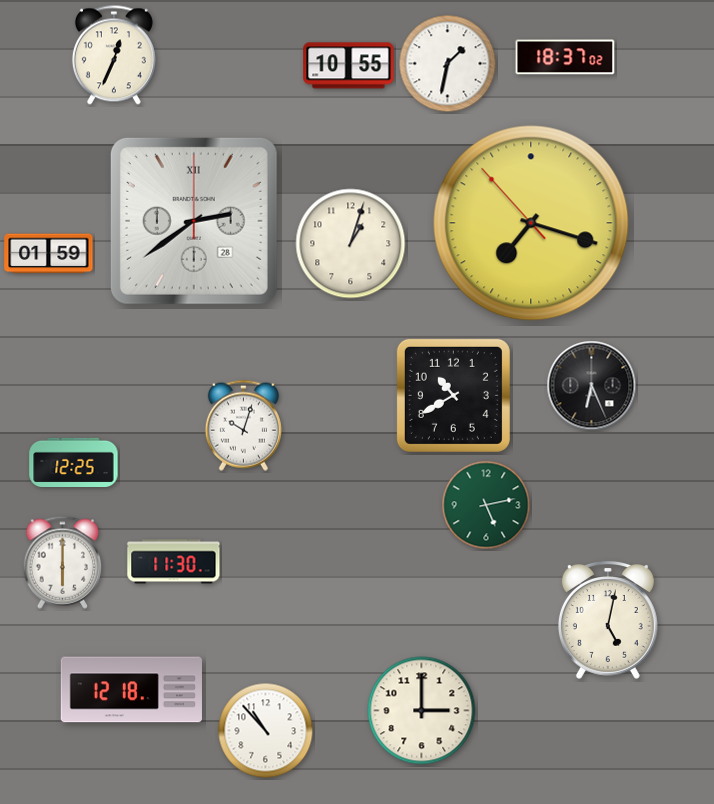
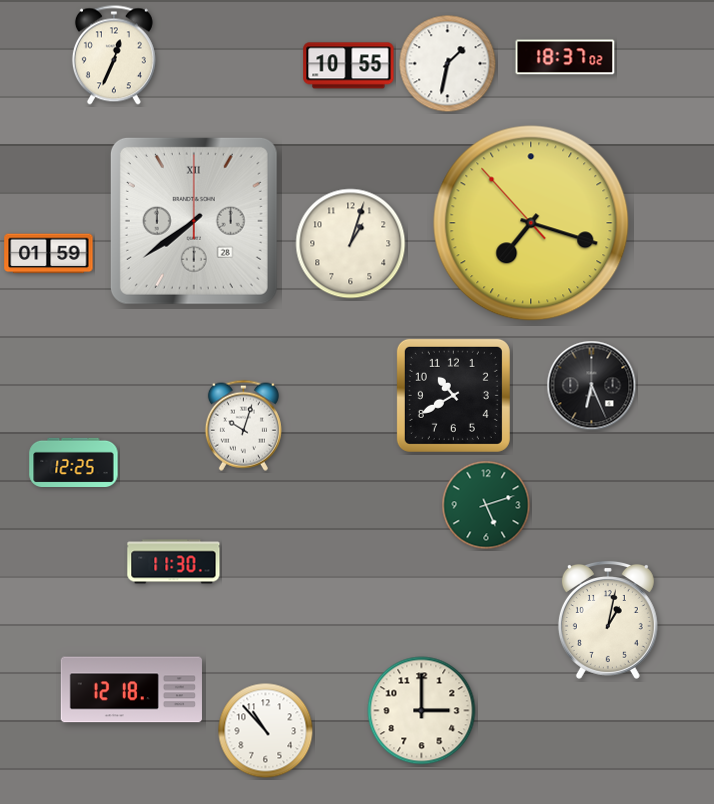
clock at (194, 221): 2:39 -> 7:39
clock at (486, 505): 5:13 -> 5:12
clock at (63, 562): 6:00 -> none
clock at (608, 620): 5:02 -> 1:02
